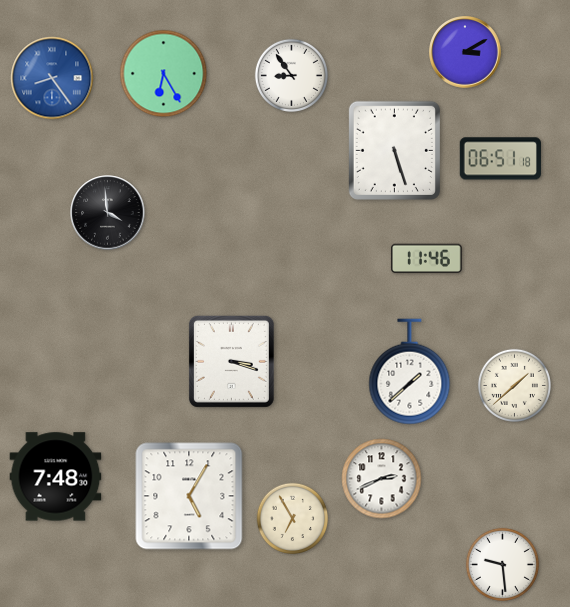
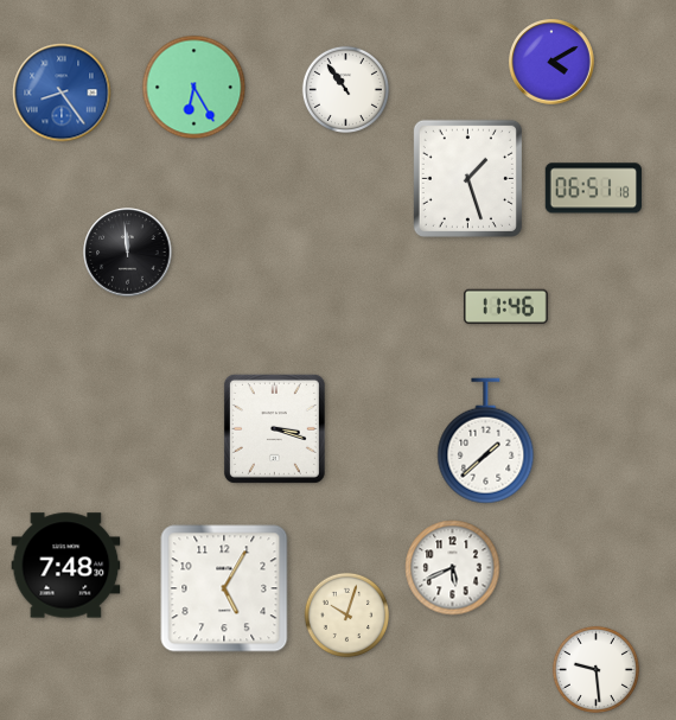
clock at (465, 52): 3:10 -> 4:10
clock at (291, 75): 8:54 -> 10:54
clock at (394, 150): 5:27 -> 1:27
clock at (108, 213): 3:59 -> 11:59
clock at (514, 385): 1:38 -> none
clock at (382, 479): 2:41 -> 5:41
clock at (293, 519): 6:55 -> 10:03
